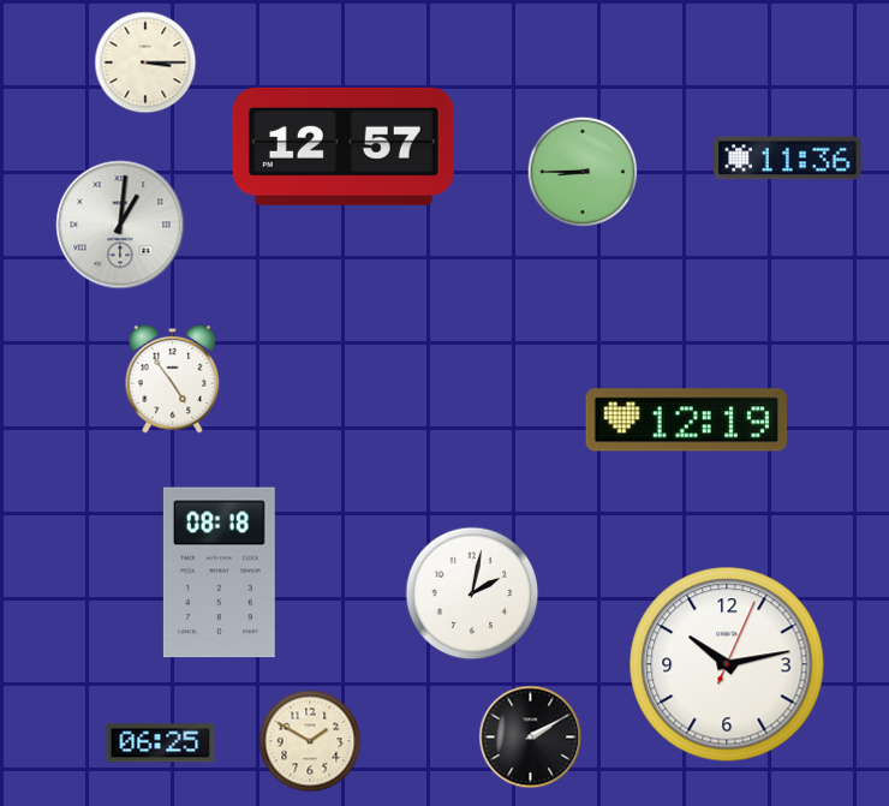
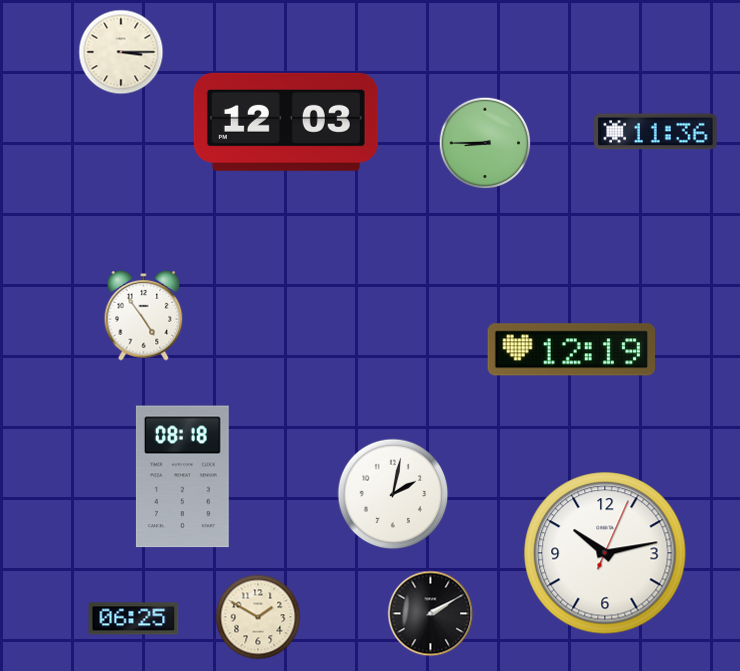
clock at (344, 147): 12:57 -> 12:03
clock at (120, 225): 1:01 -> none
clock at (531, 738) position: (531, 738) -> (431, 614)
